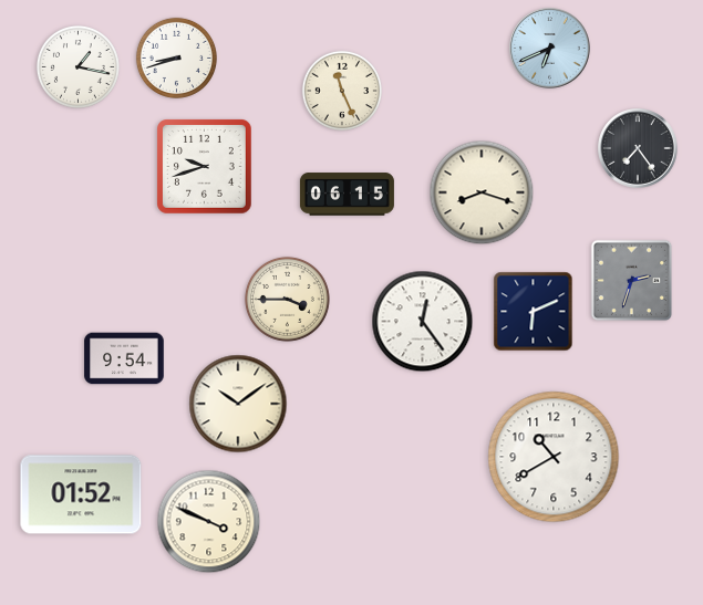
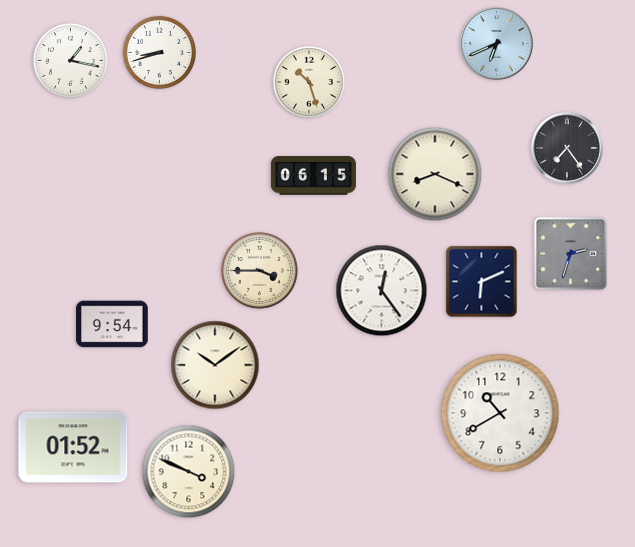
clock at (341, 90): 11:26 -> 10:27
clock at (638, 148) position: (638, 148) -> (567, 148)
clock at (205, 167): 9:42 -> none
clock at (482, 192): 8:18 -> 8:19
